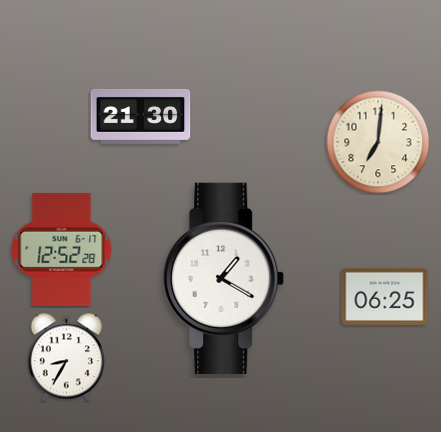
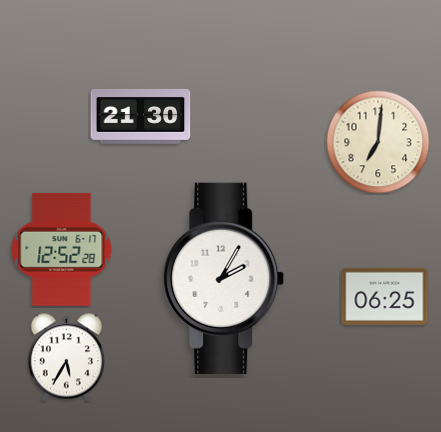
clock at (224, 278): 1:20 -> 2:05
clock at (66, 358): 8:35 -> 5:35
